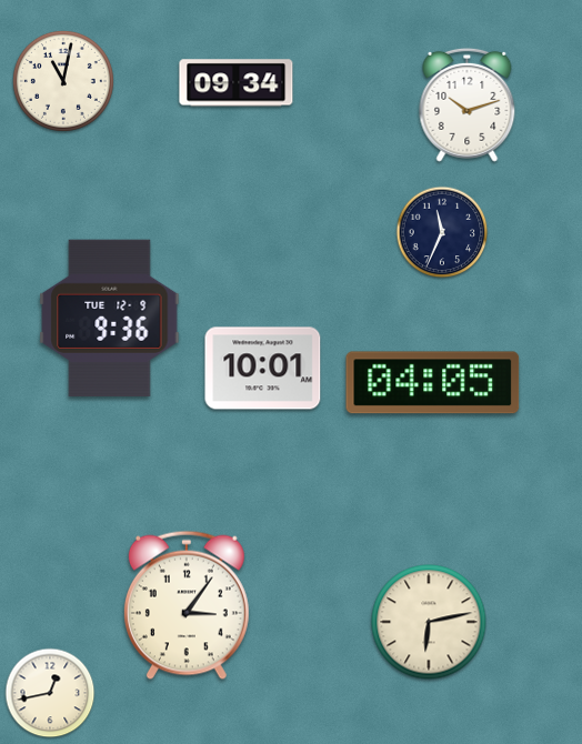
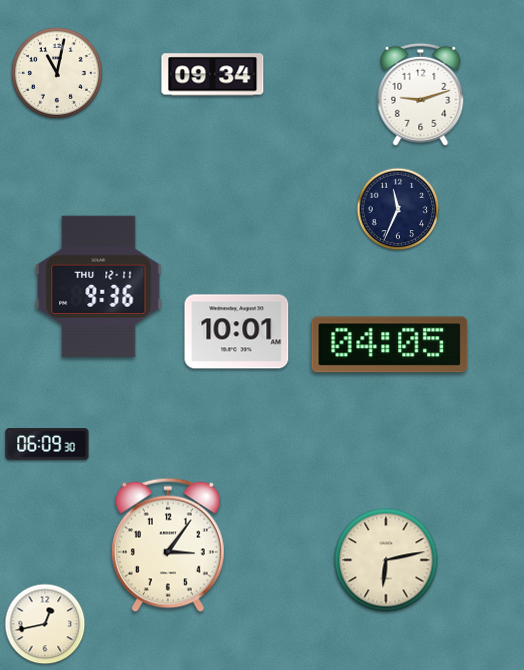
clock at (468, 104): 10:12 -> 9:12
clock at (110, 318) date: TUE 12-9 -> THU 12-11
clock at (47, 444): none -> 06:09
